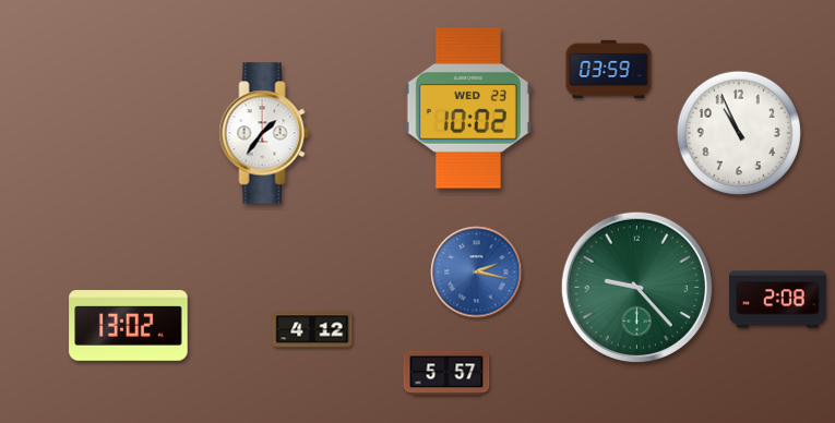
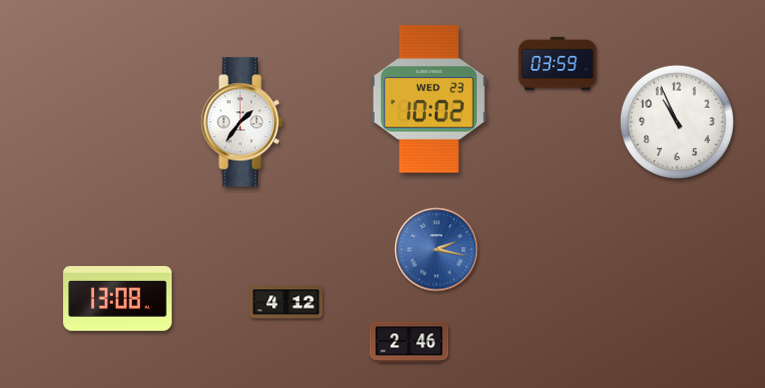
clock at (636, 287): 9:23 -> none
clock at (778, 300): 2:08 -> none
clock at (129, 326): 13:02 -> 13:08
clock at (446, 373): 5:57 -> 2:46
